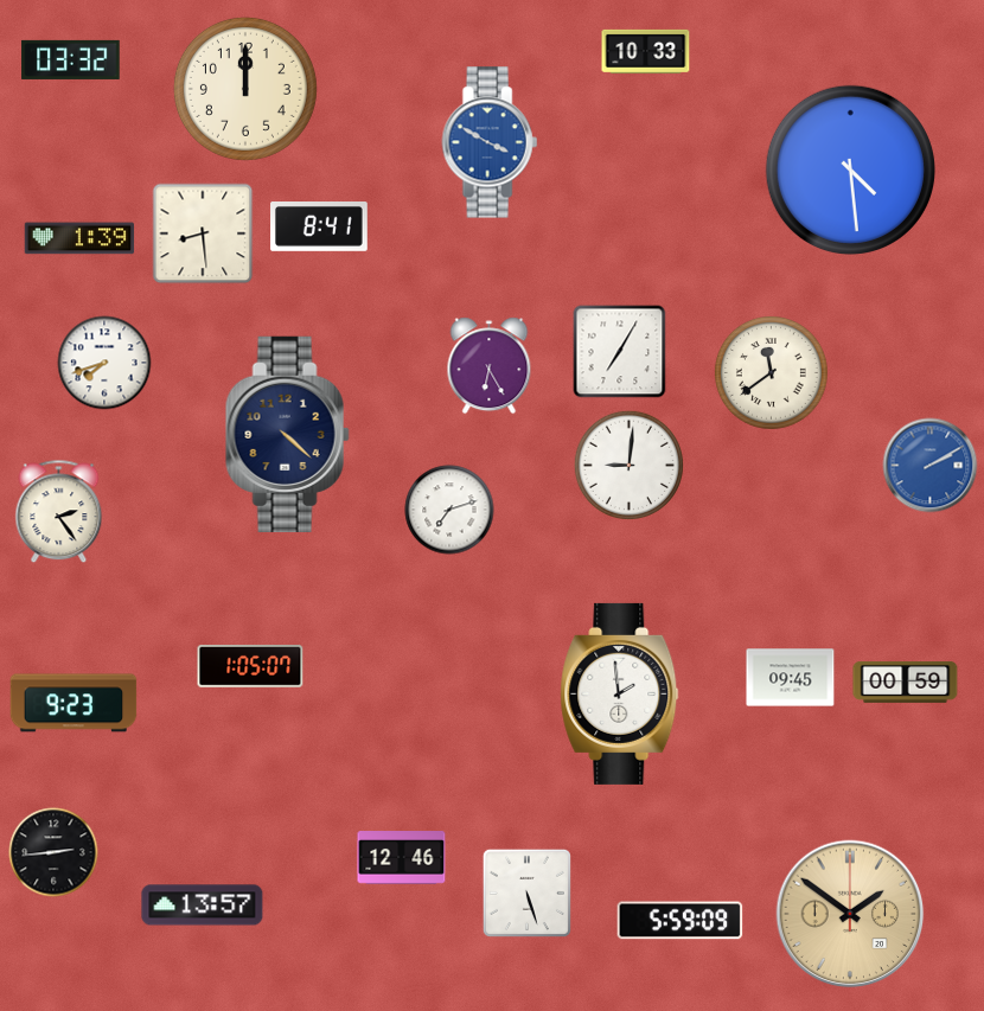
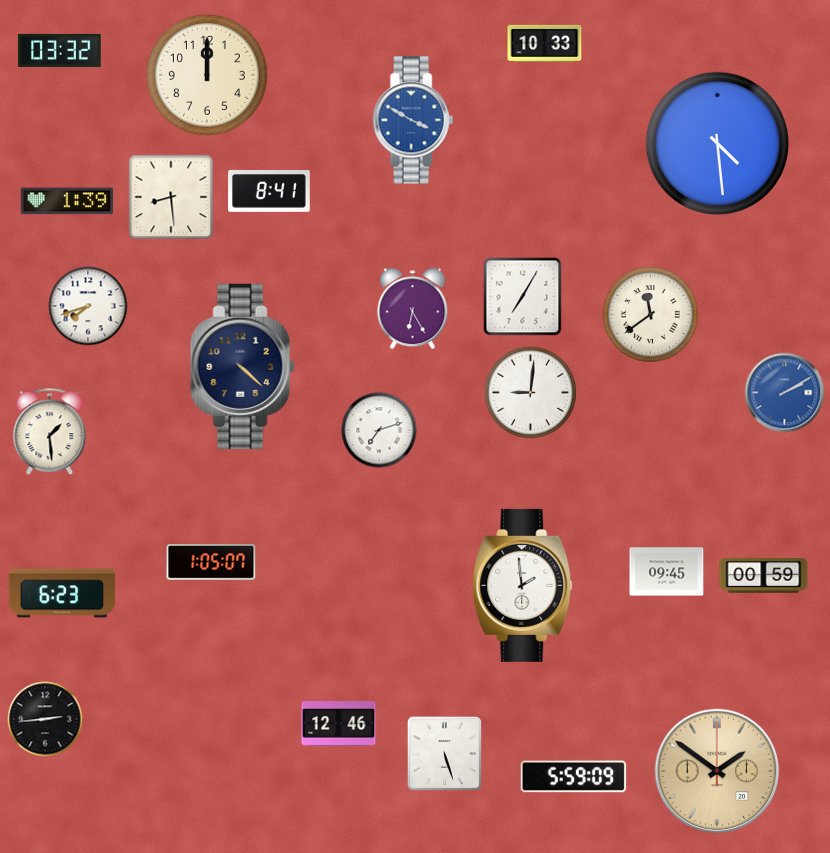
clock at (59, 512): 2:24 -> 1:29
clock at (74, 703): 9:23 -> 6:23
clock at (203, 906): 13:57 -> none
